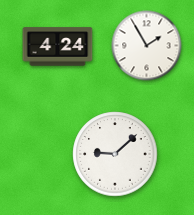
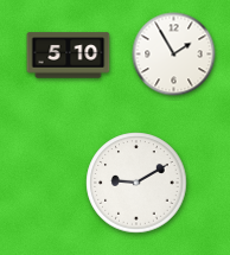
clock at (58, 47): 4:24 -> 5:10
clock at (115, 154): 9:08 -> 9:10
